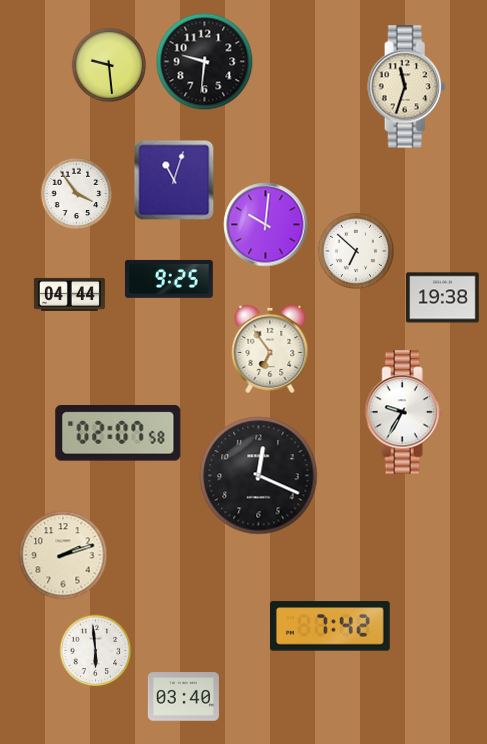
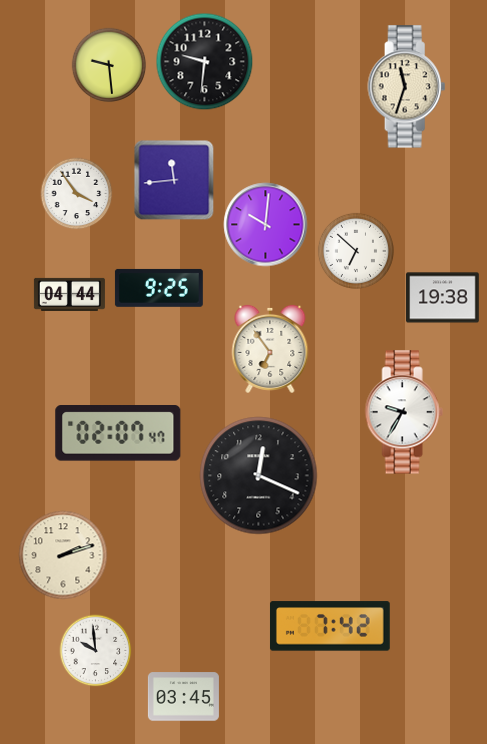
clock at (174, 180): 11:03 -> 11:44
clock at (169, 279) position: (169, 279) -> (159, 288)
clock at (118, 434): 02:07:58 -> 02:07:47
clock at (96, 651): 5:59 -> 9:59
clock at (183, 697): 03:40 -> 03:45
